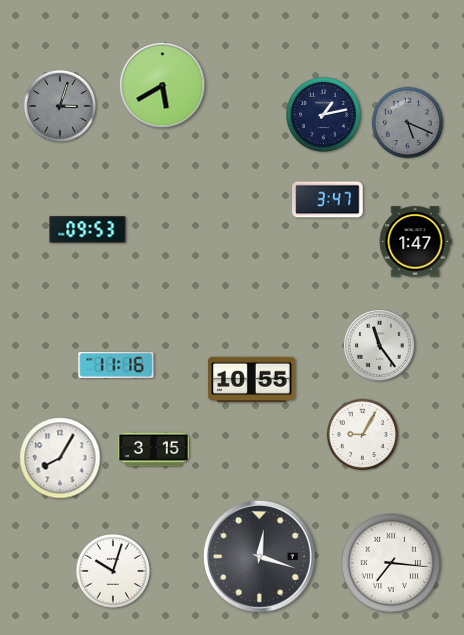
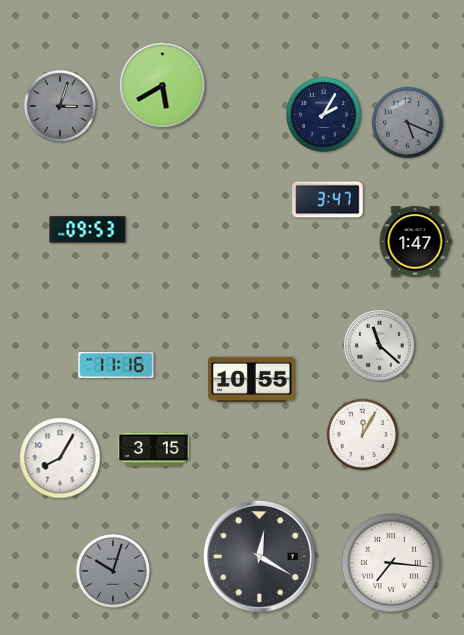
clock at (323, 114): 1:13 -> 2:05
clock at (380, 346): 11:24 -> 11:22
clock at (362, 434): 9:05 -> 12:05
clock at (259, 556): 12:18 -> 12:20
clock at (113, 571) dial: white -> grey
